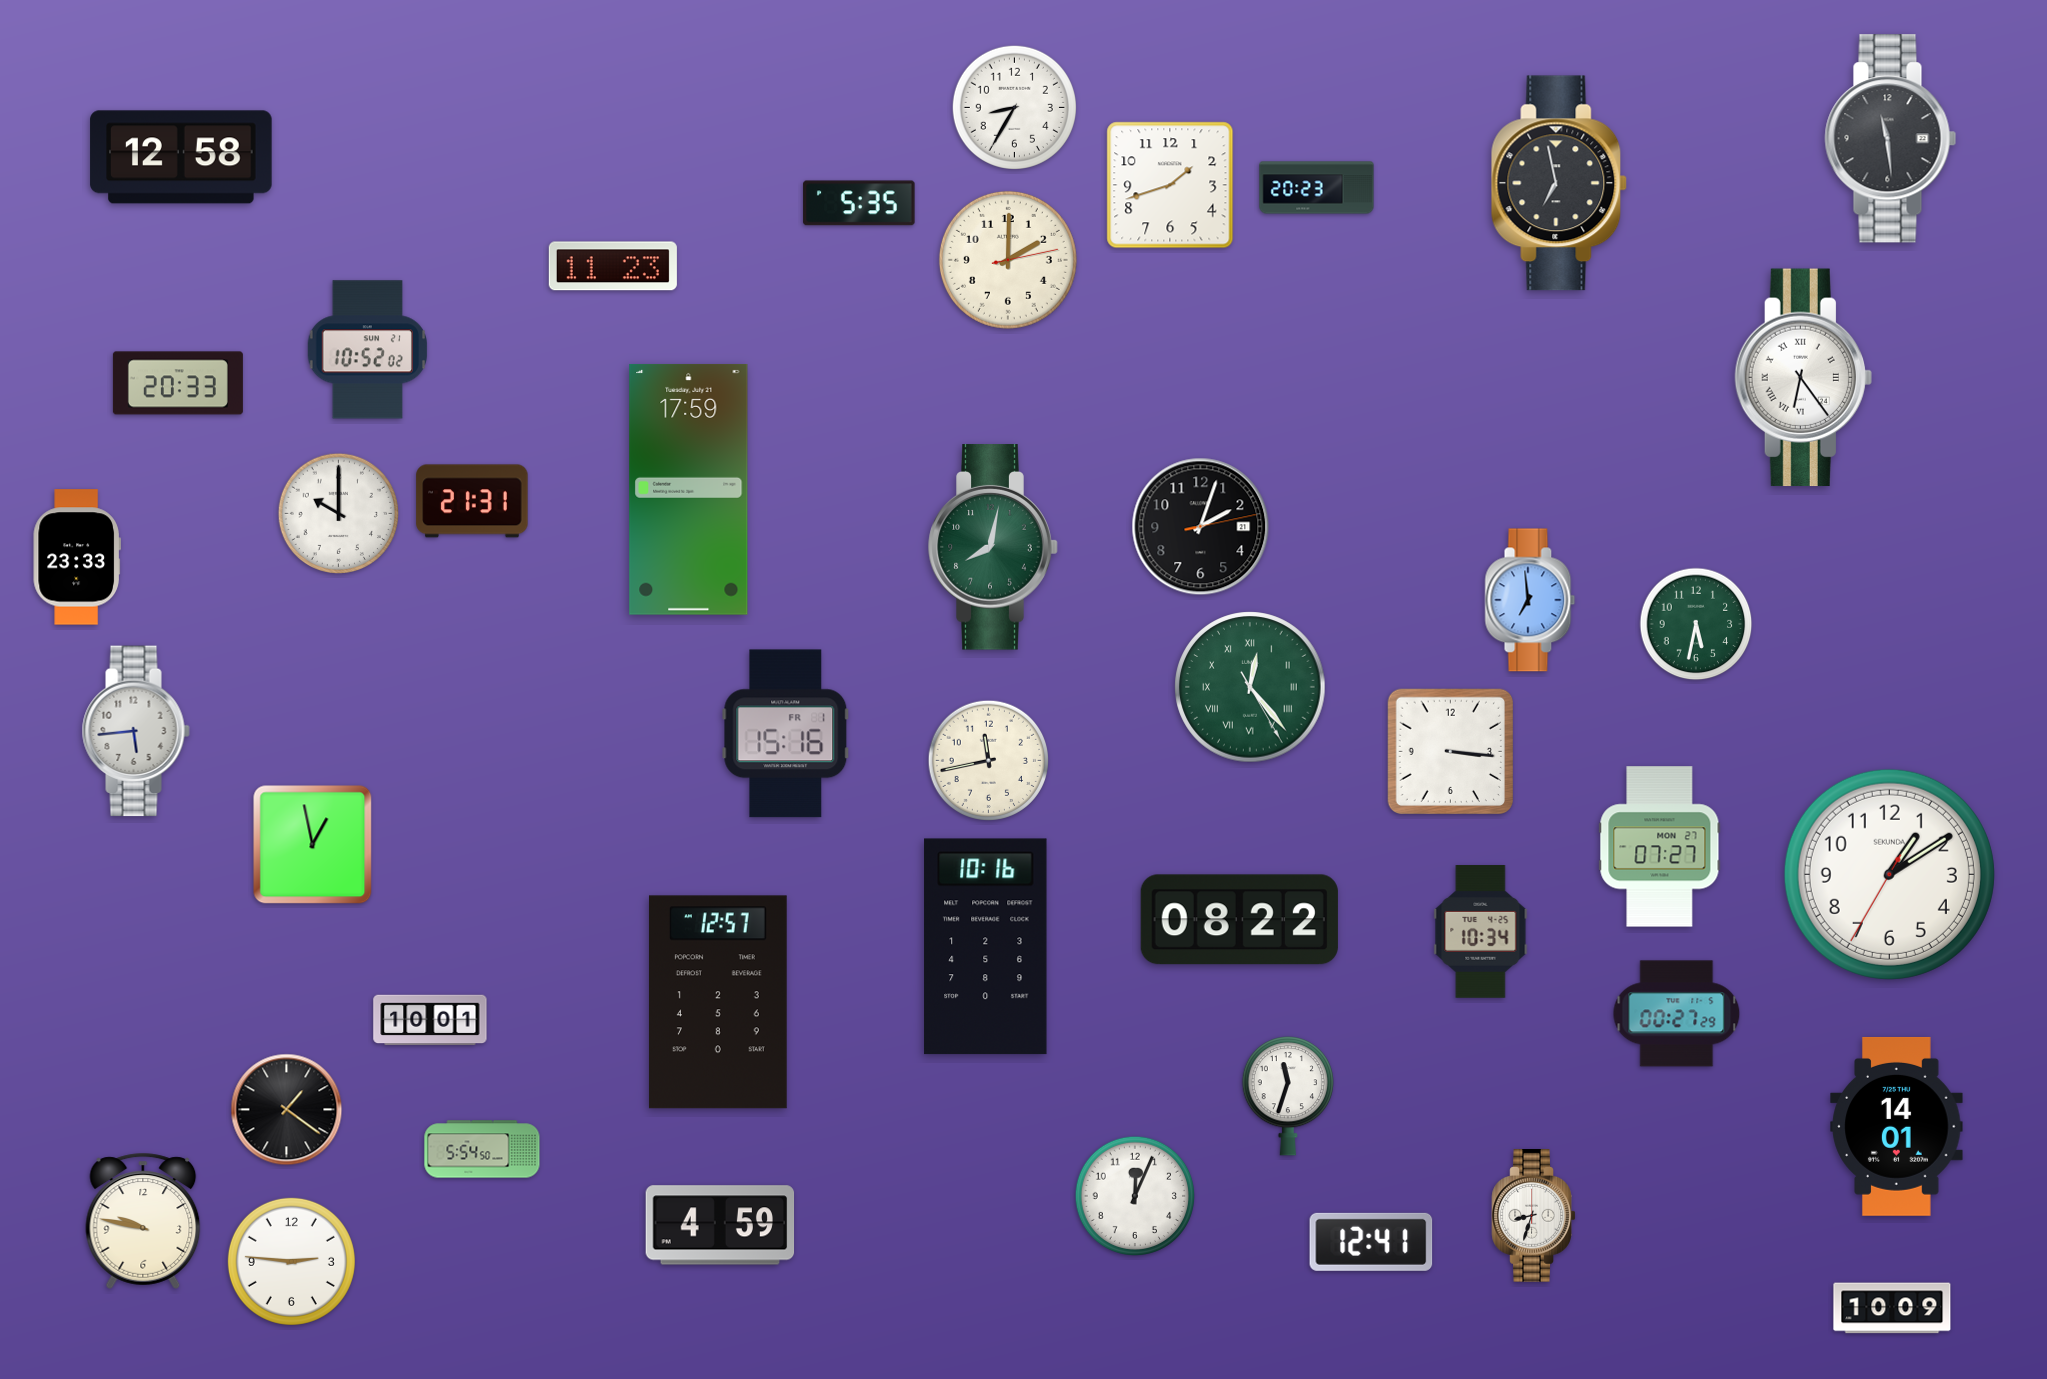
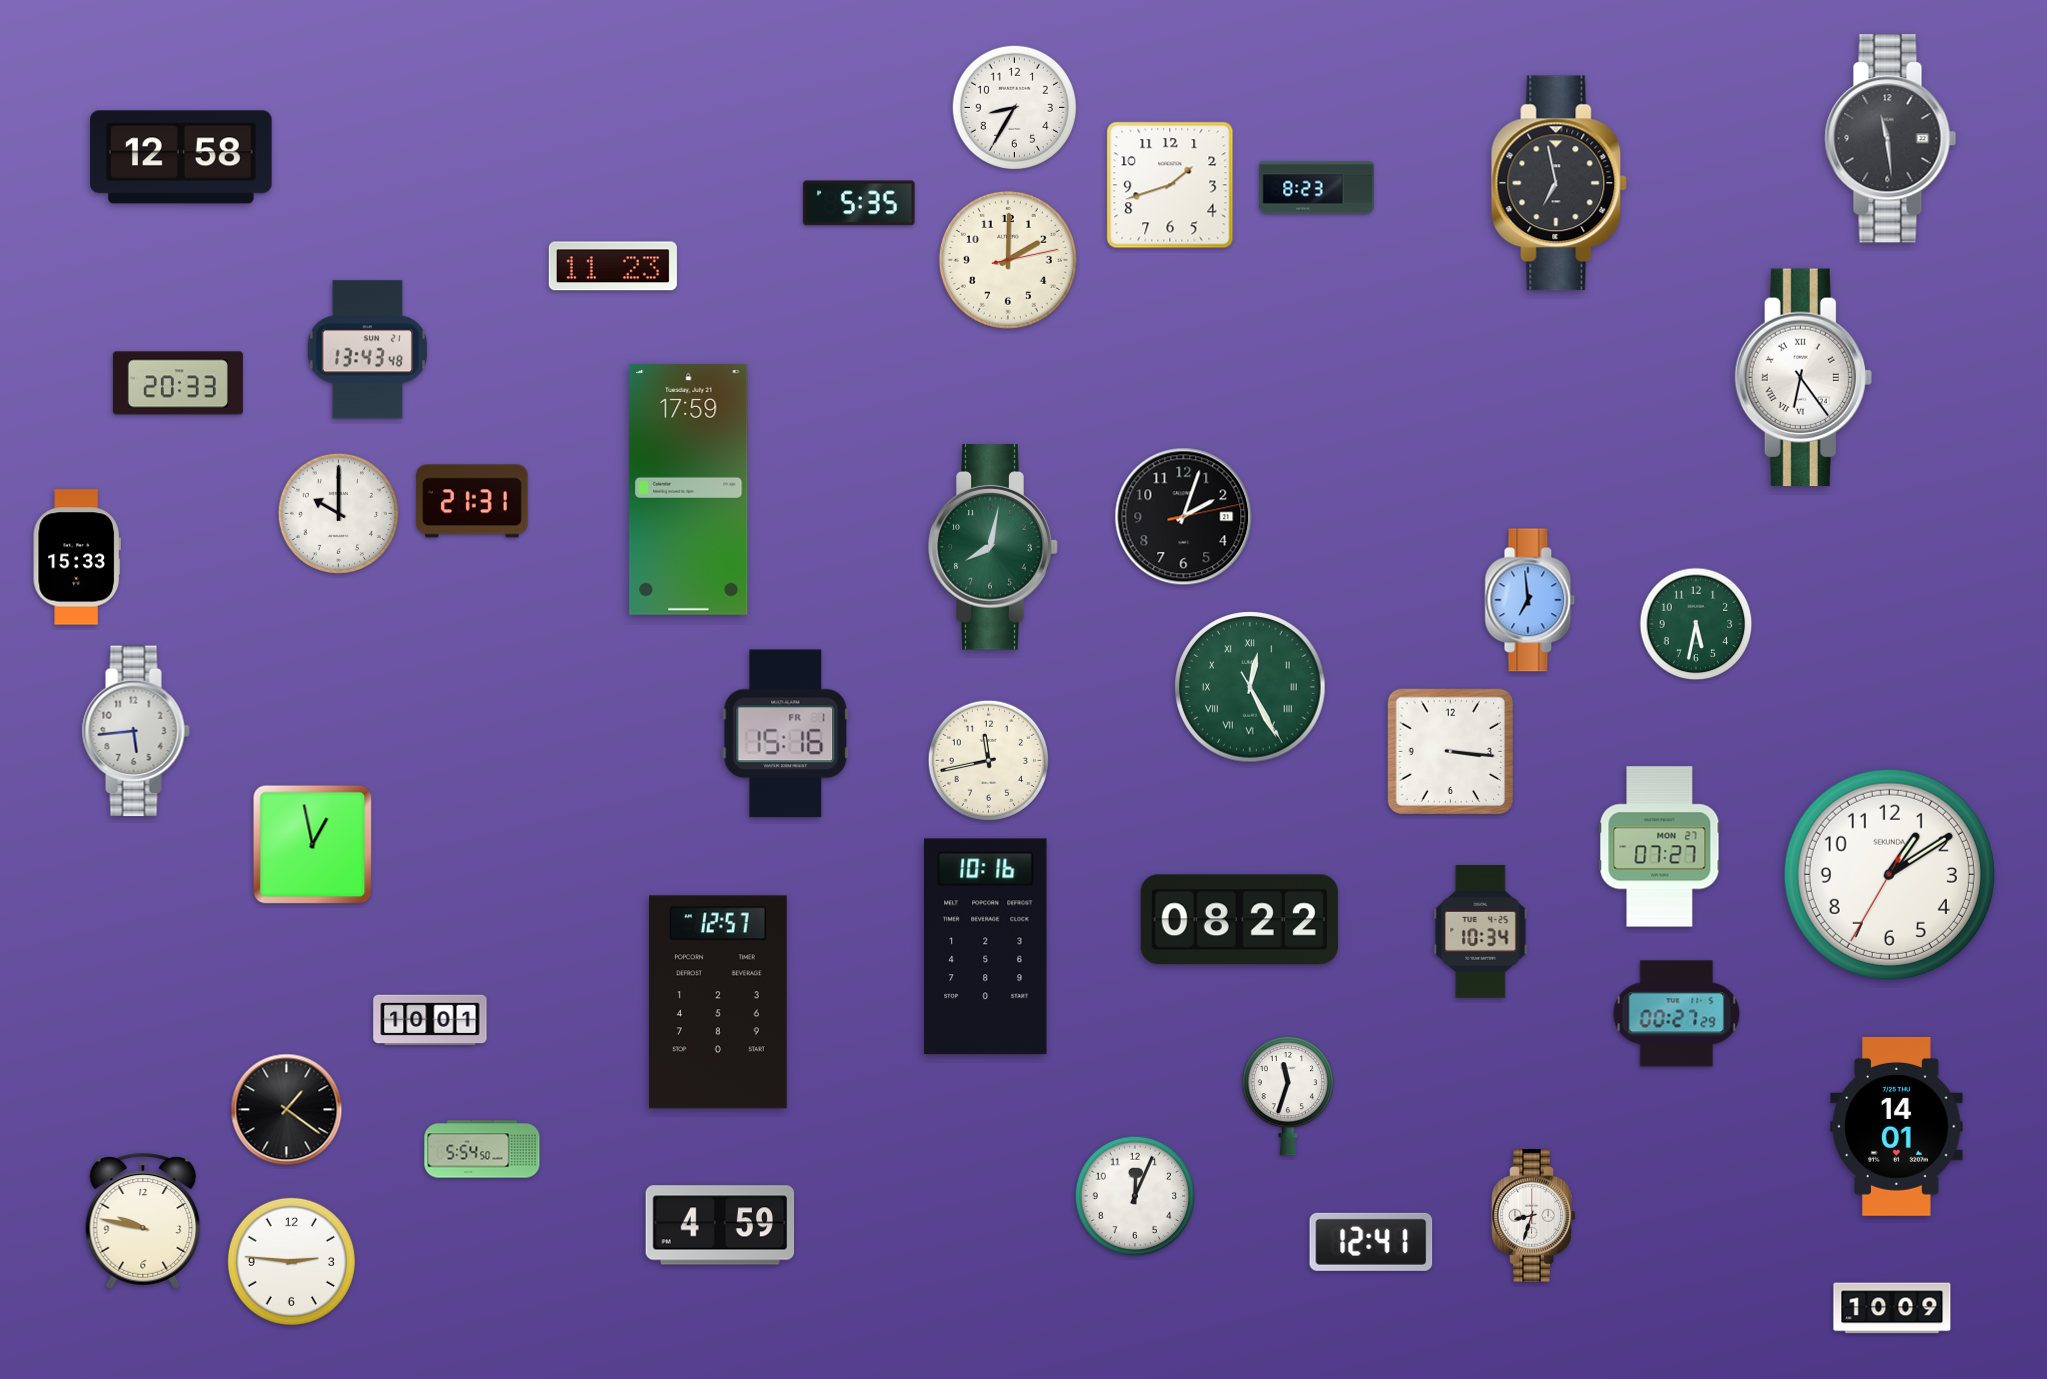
clock at (1317, 188): 20:23 -> 8:23
clock at (368, 350): 10:52 -> 13:43
clock at (1201, 527) position: (1201, 527) -> (1184, 517)
clock at (77, 557): 23:33 -> 15:33
clock at (1250, 687): 12:23 -> 12:25
